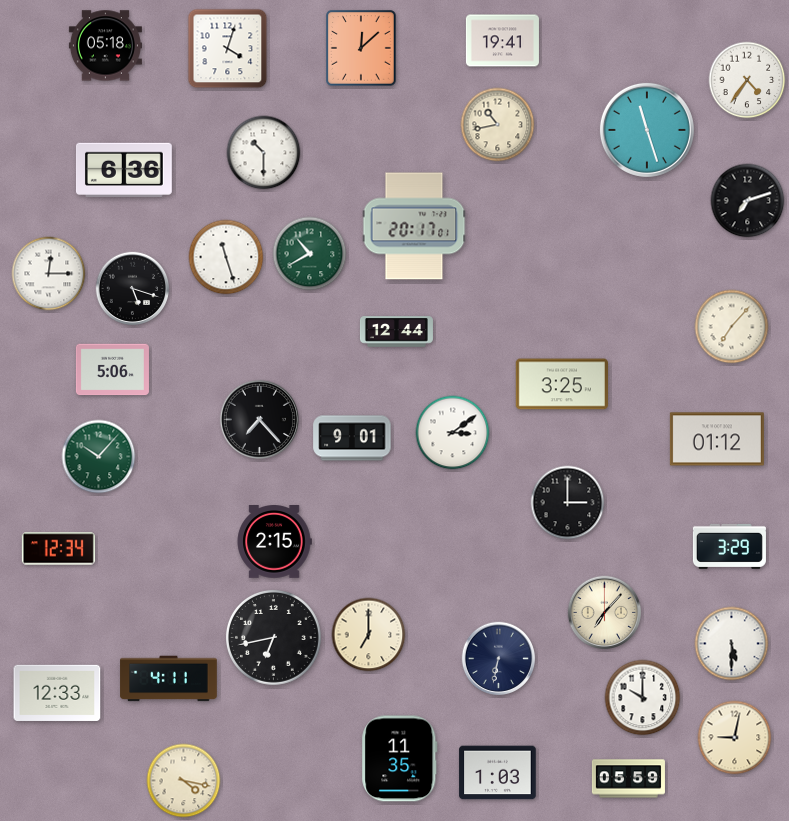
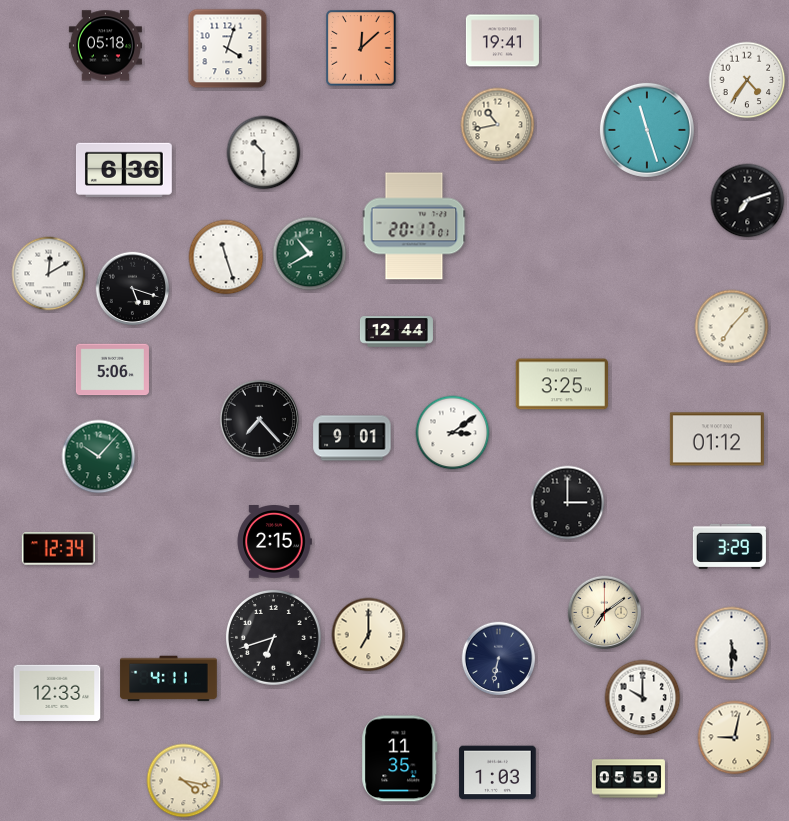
clock at (49, 274): 12:15 -> 12:10
clock at (605, 613): 7:07 -> 7:09
clock at (273, 637): 6:43 -> 6:42
